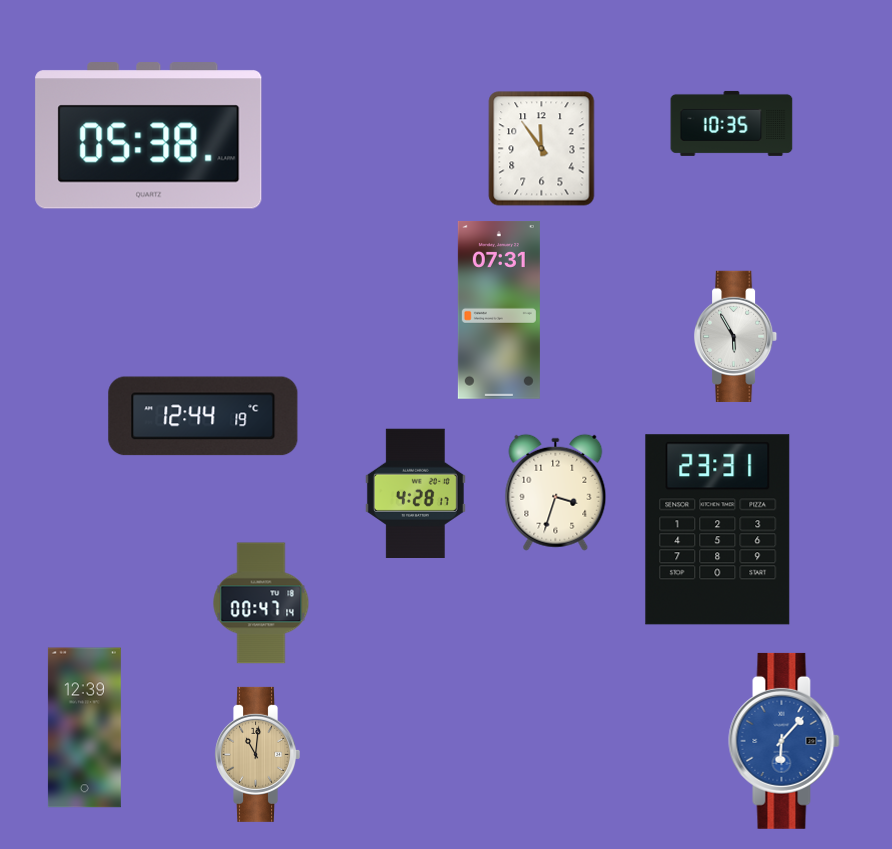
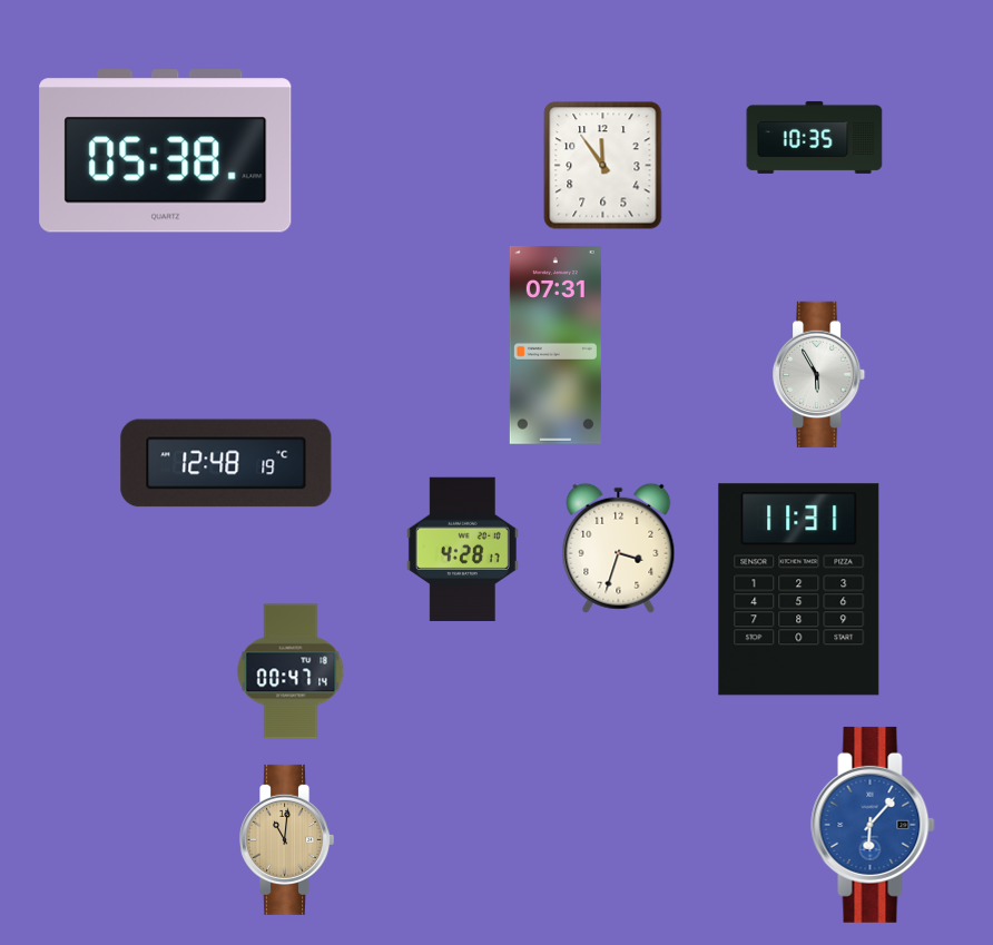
clock at (203, 416): 12:44 -> 12:48
clock at (718, 530): 23:31 -> 11:31
clock at (84, 728): 12:39 -> none
